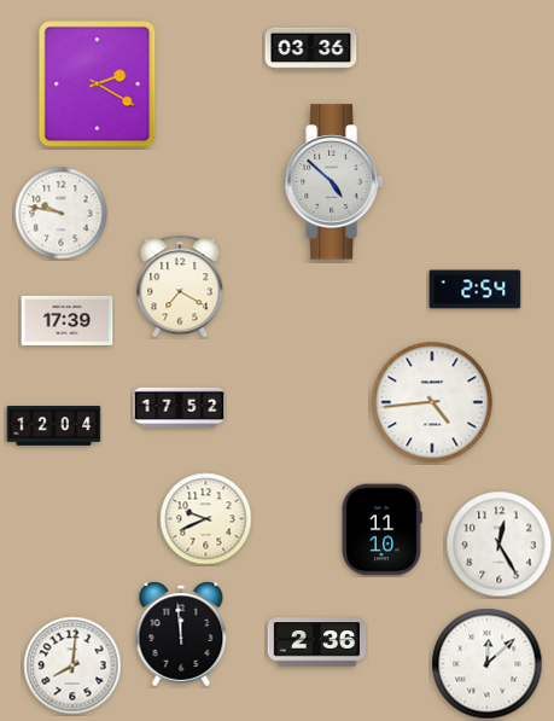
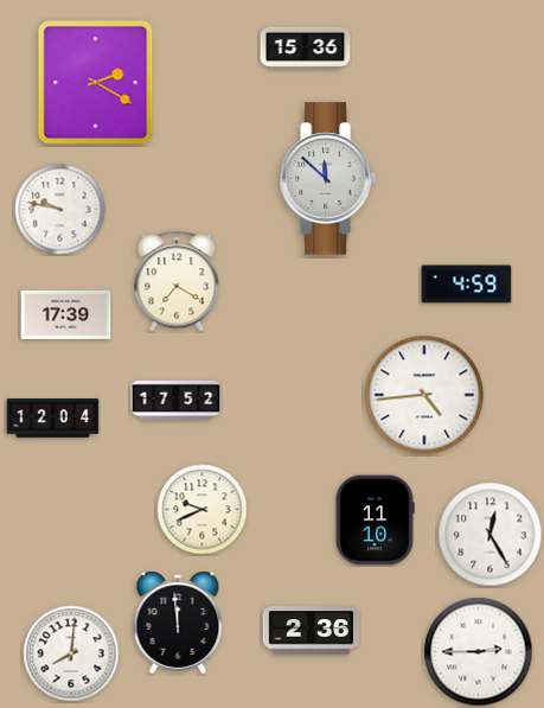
clock at (311, 48): 03:36 -> 15:36
clock at (333, 182): 4:52 -> 11:52
clock at (476, 290): 2:54 -> 4:59
clock at (488, 664): 12:08 -> 2:45
